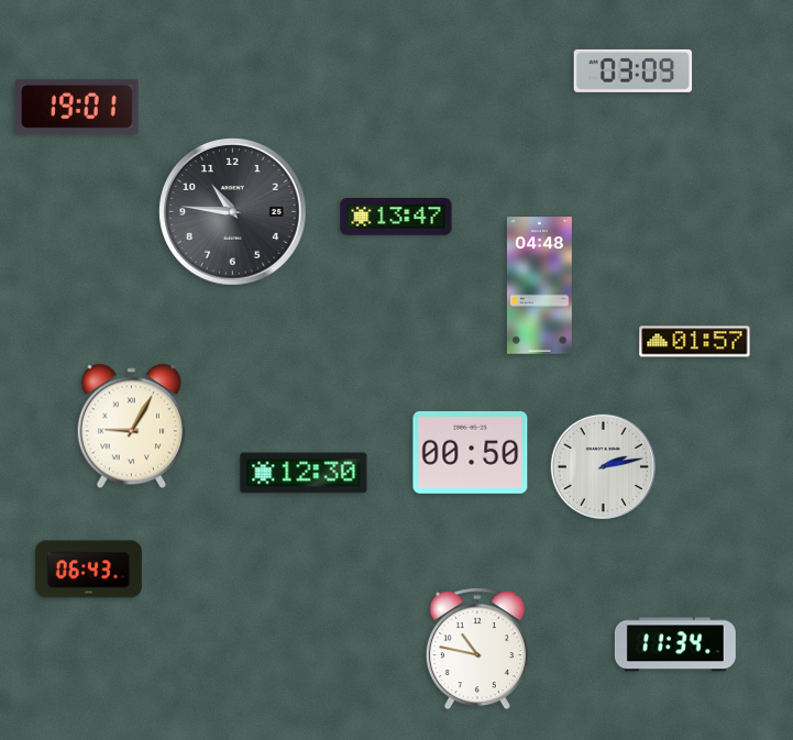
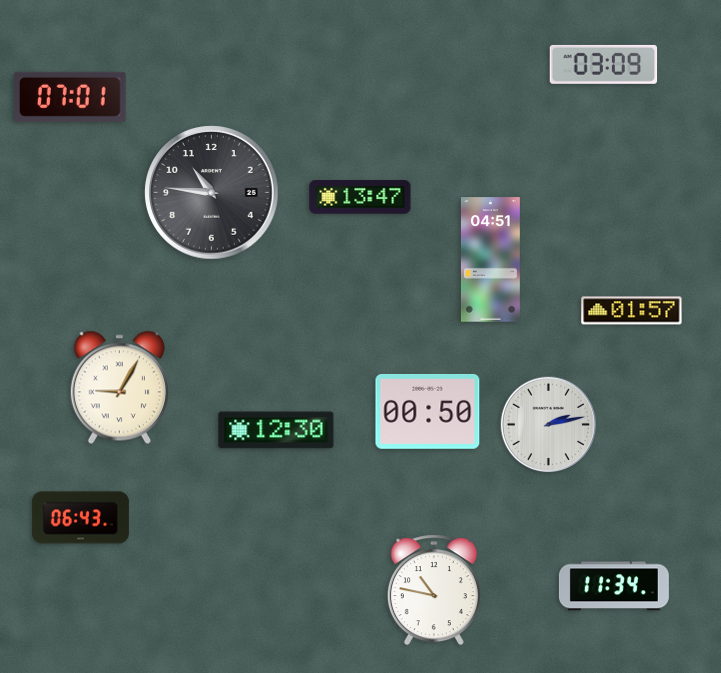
clock at (634, 70) position: (634, 70) -> (604, 64)
clock at (77, 107): 19:01 -> 07:01
clock at (539, 286): 04:48 -> 04:51
